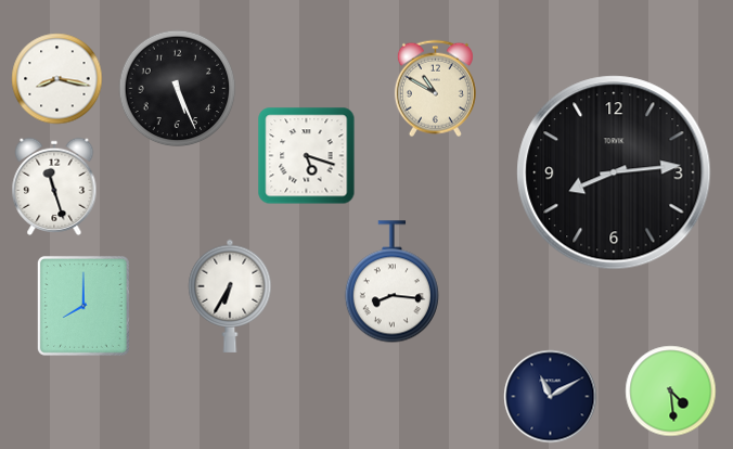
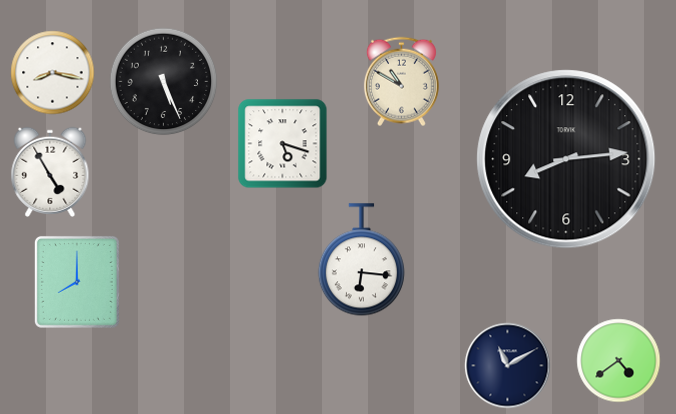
clock at (54, 187): 11:27 -> 4:55
clock at (391, 282): 8:16 -> 6:16
clock at (230, 296): 6:35 -> none
clock at (671, 392): 4:29 -> 4:39
